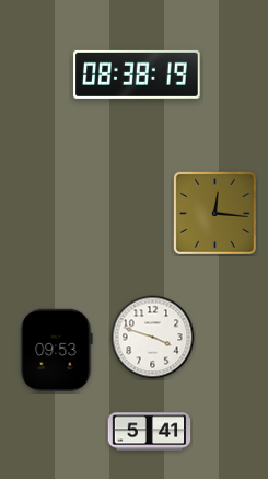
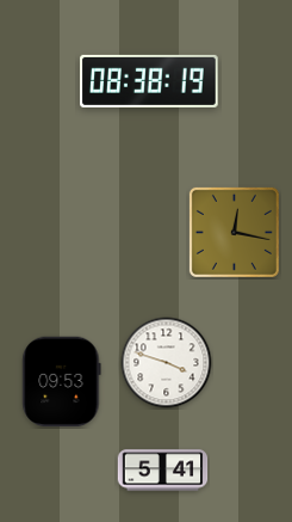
clock at (214, 213): 12:16 -> 12:17
clock at (153, 338) position: (153, 338) -> (167, 363)
